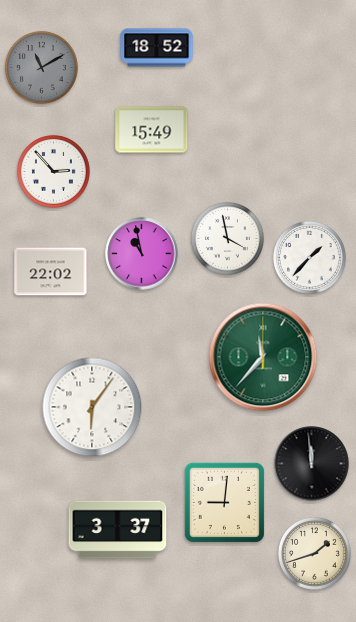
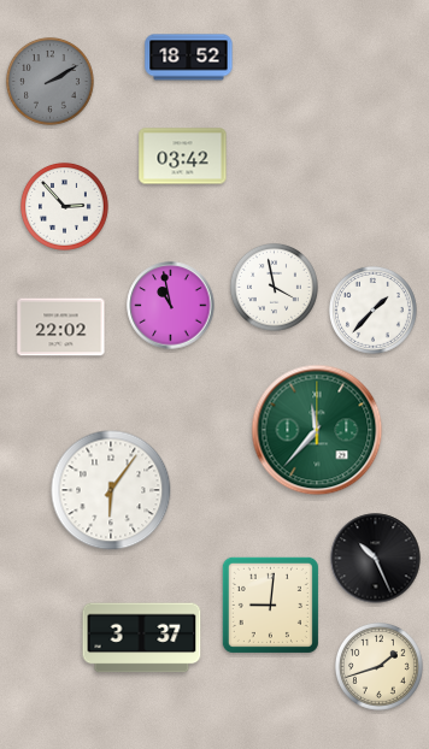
clock at (41, 67): 11:10 -> 2:10
clock at (152, 130): 15:49 -> 03:42
clock at (312, 464): 11:59 -> 10:26
